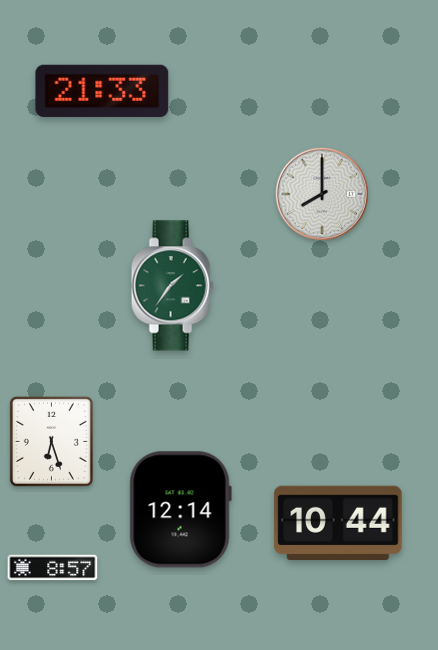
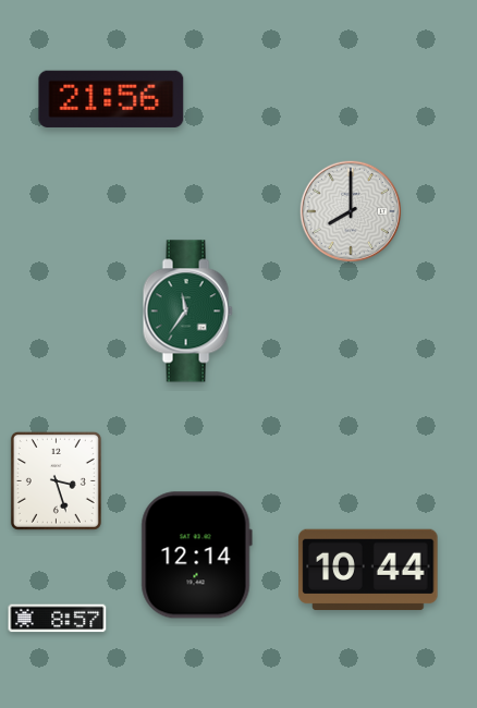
clock at (102, 91): 21:33 -> 21:56
clock at (172, 286): 1:36 -> 11:36
clock at (51, 441): 6:27 -> 3:27
